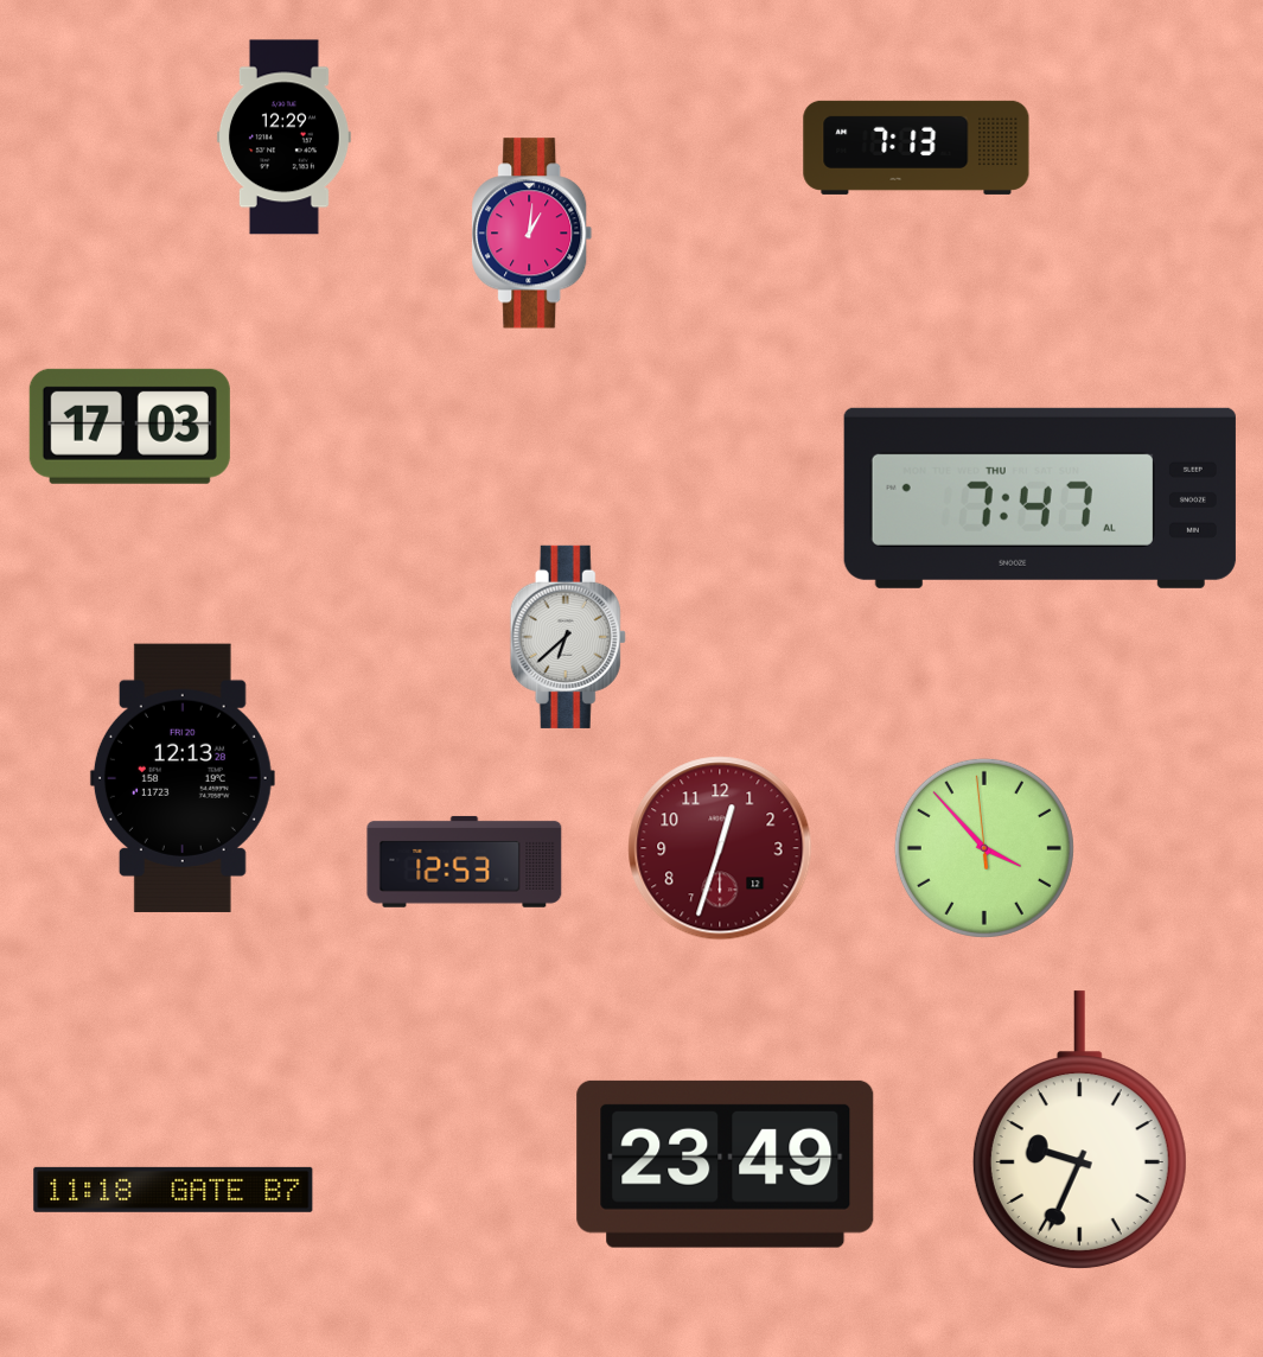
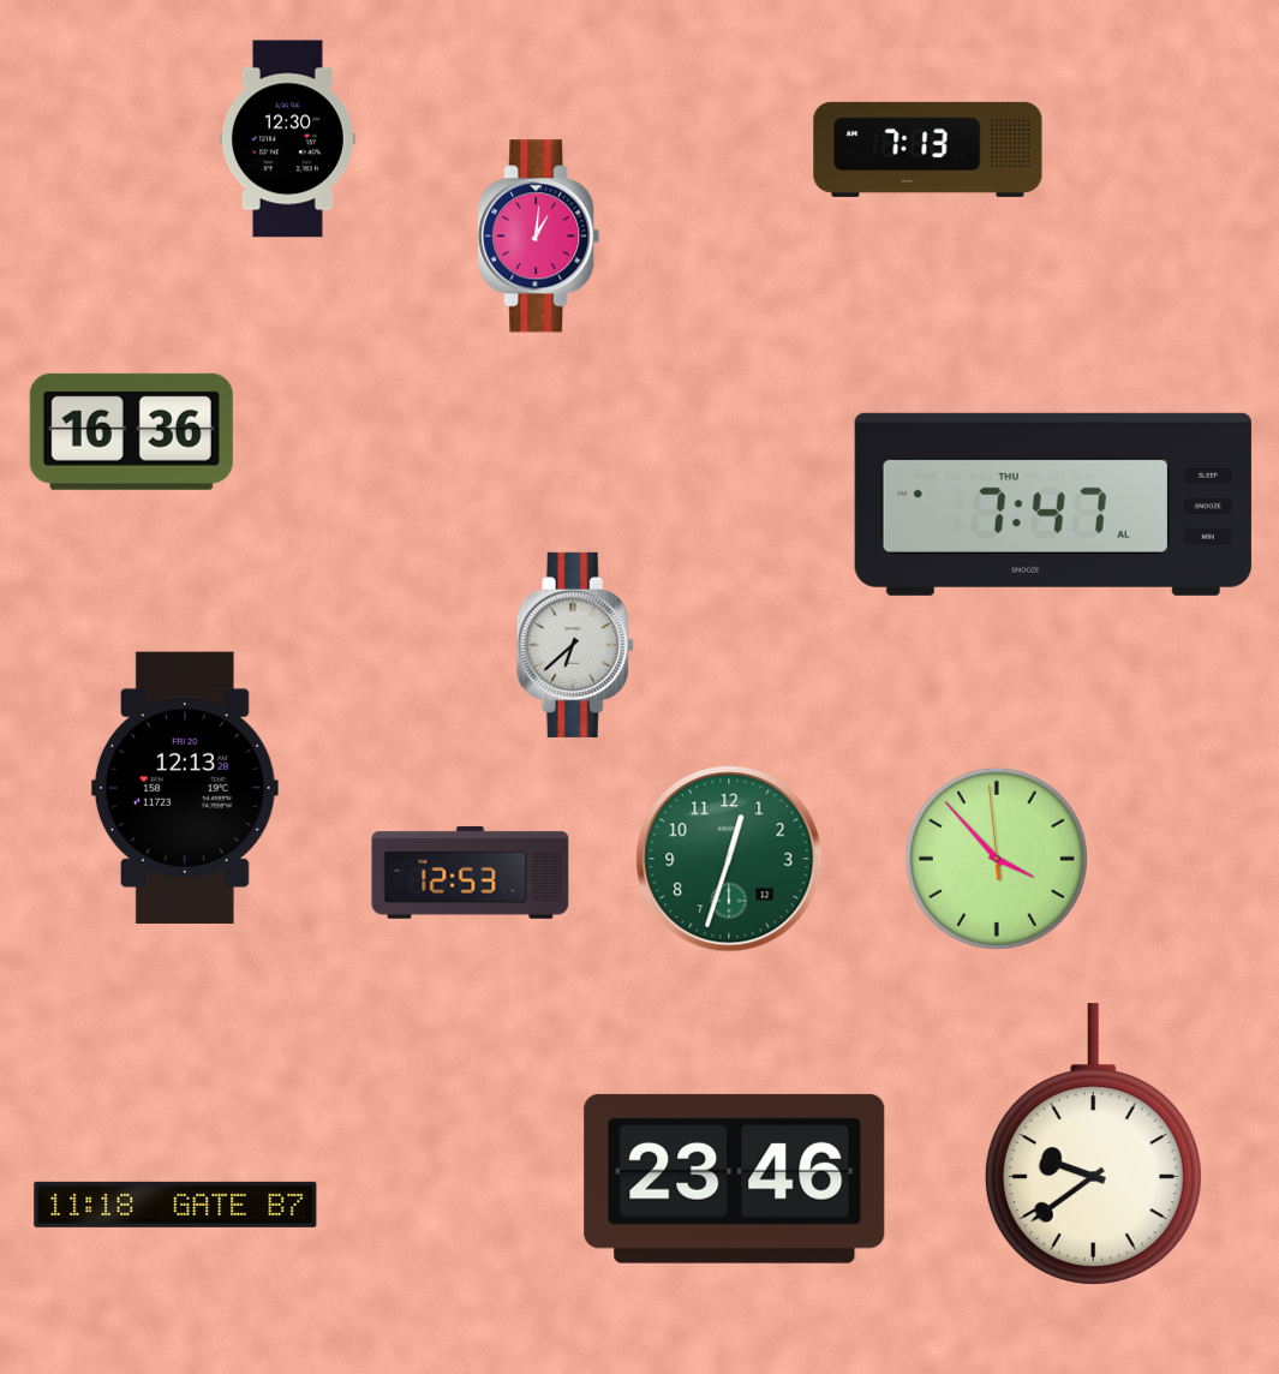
clock at (283, 138): 12:29 -> 12:30
clock at (129, 426): 17:03 -> 16:36
clock at (720, 848) dial: burgundy -> green
clock at (1079, 1130): 9:34 -> 9:39
clock at (726, 1164): 23:49 -> 23:46
